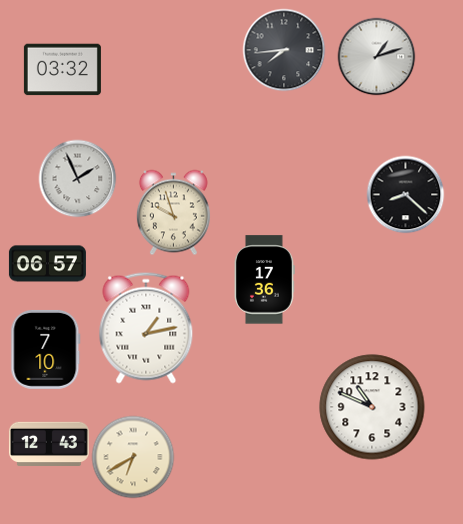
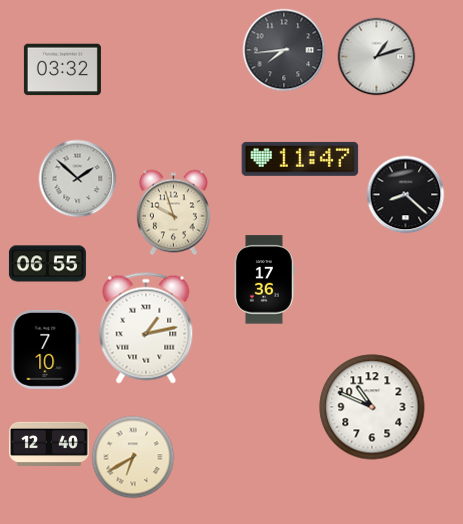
clock at (300, 159): none -> 11:47
clock at (77, 178): 1:56 -> 1:52
clock at (47, 264): 06:57 -> 06:55
clock at (49, 443): 12:43 -> 12:40
